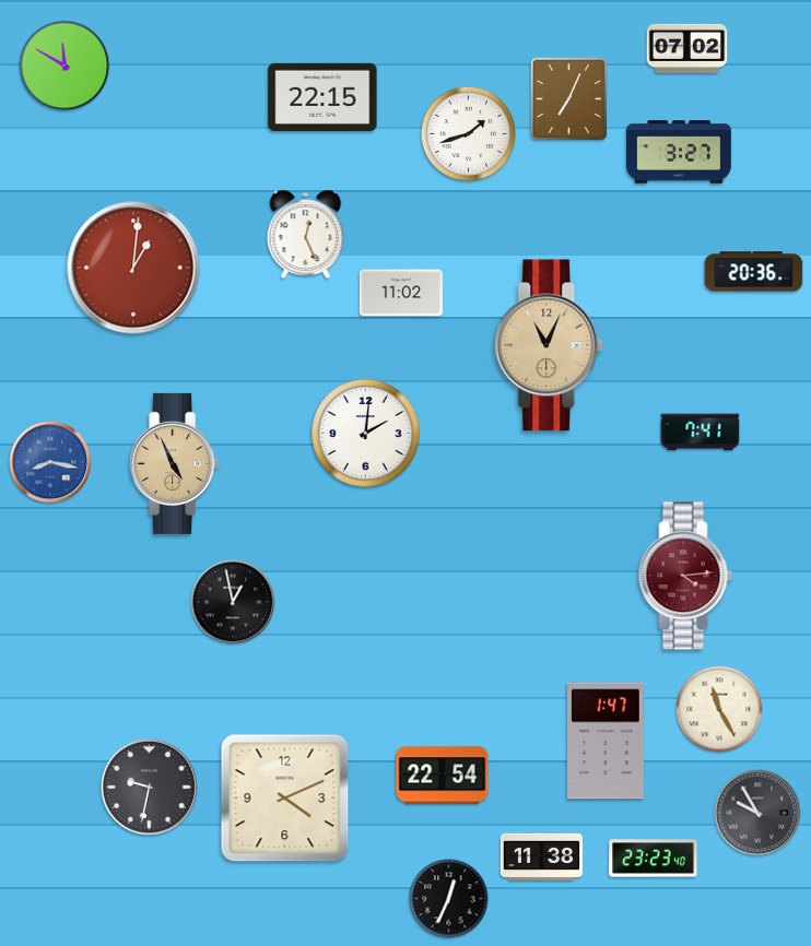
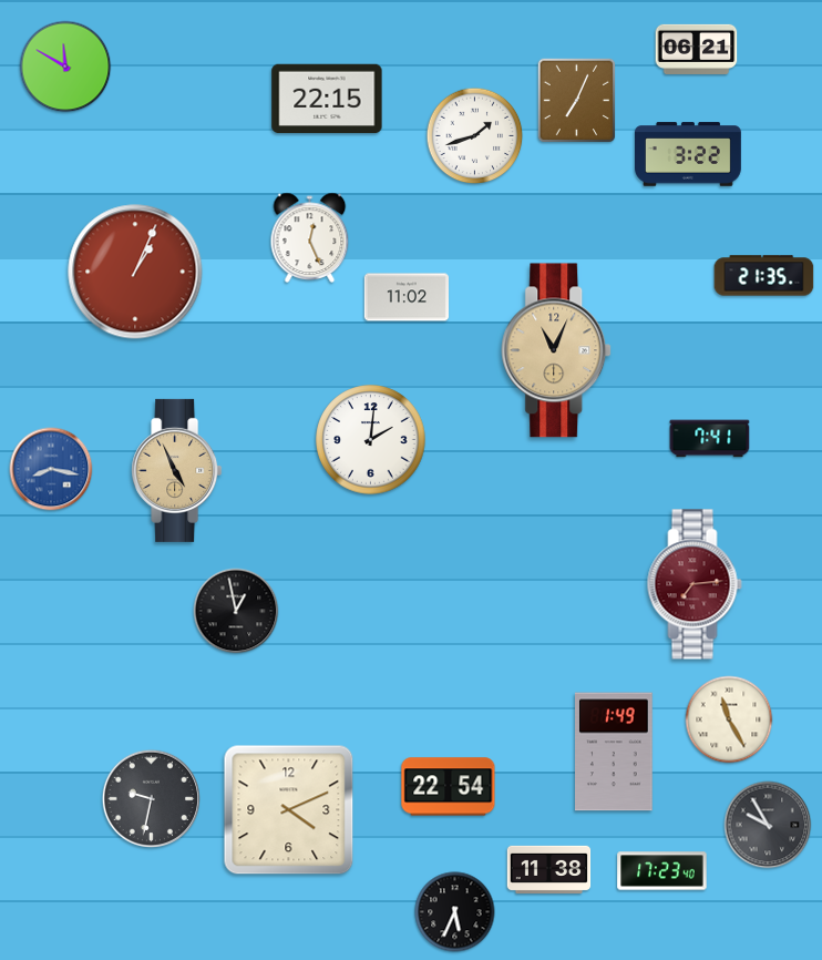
clock at (687, 48): 07:02 -> 06:21
clock at (680, 152): 3:27 -> 3:22
clock at (133, 268): 1:01 -> 1:04
clock at (754, 272): 20:36 -> 21:35
clock at (685, 576): 4:14 -> 7:14
clock at (607, 741): 1:47 -> 1:49
clock at (654, 859): 23:23 -> 17:23
clock at (449, 899): 12:34 -> 5:34
